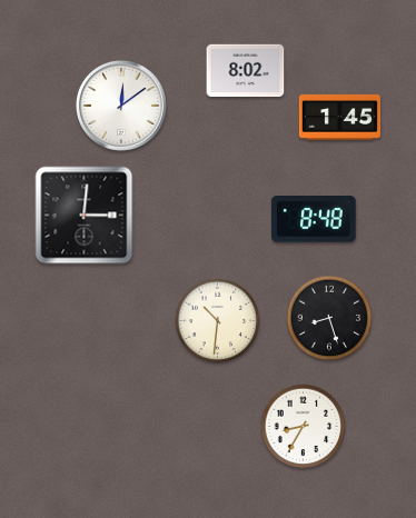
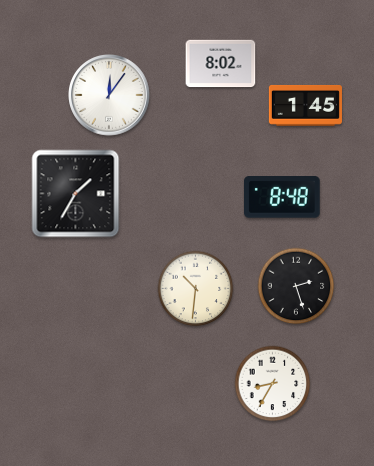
clock at (122, 107): 12:09 -> 12:06
clock at (85, 216): 3:01 -> 1:35
clock at (329, 318): 8:27 -> 2:27
